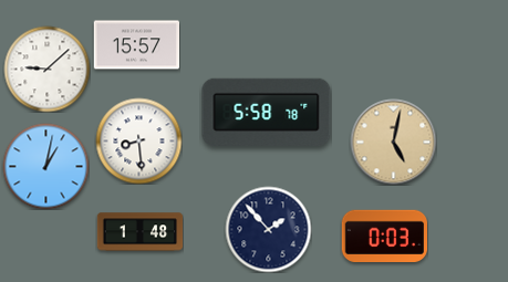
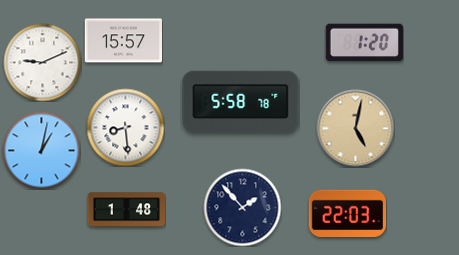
clock at (364, 43): none -> 1:20
clock at (46, 69): 9:08 -> 9:11
clock at (384, 236): 0:03 -> 22:03
